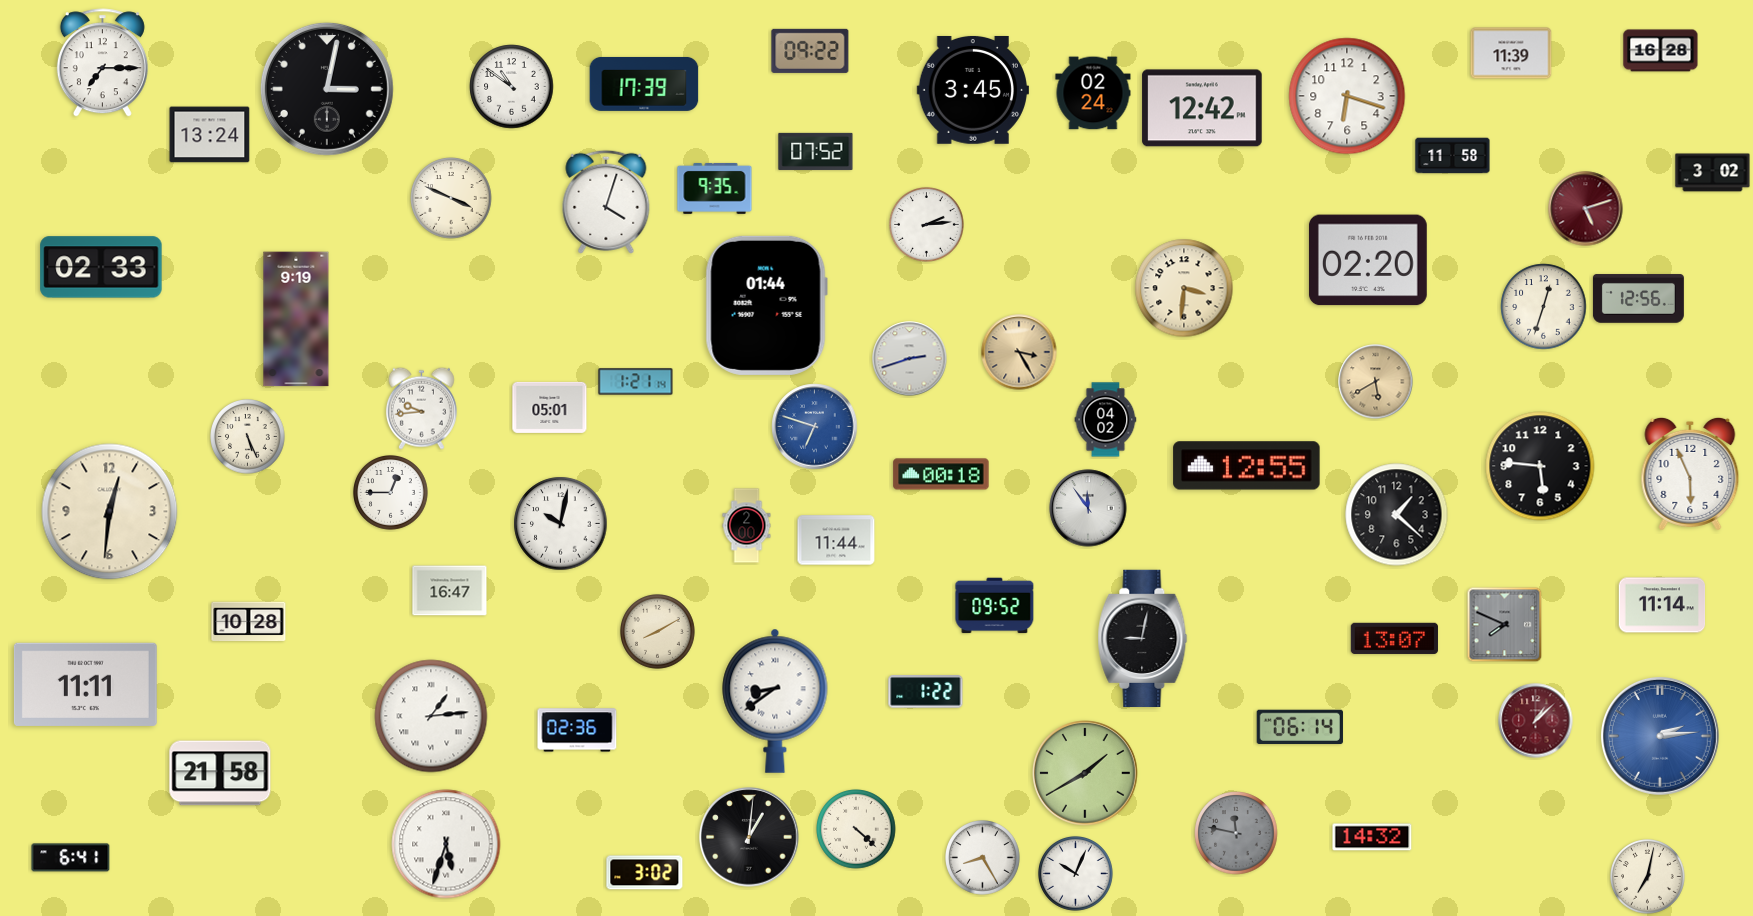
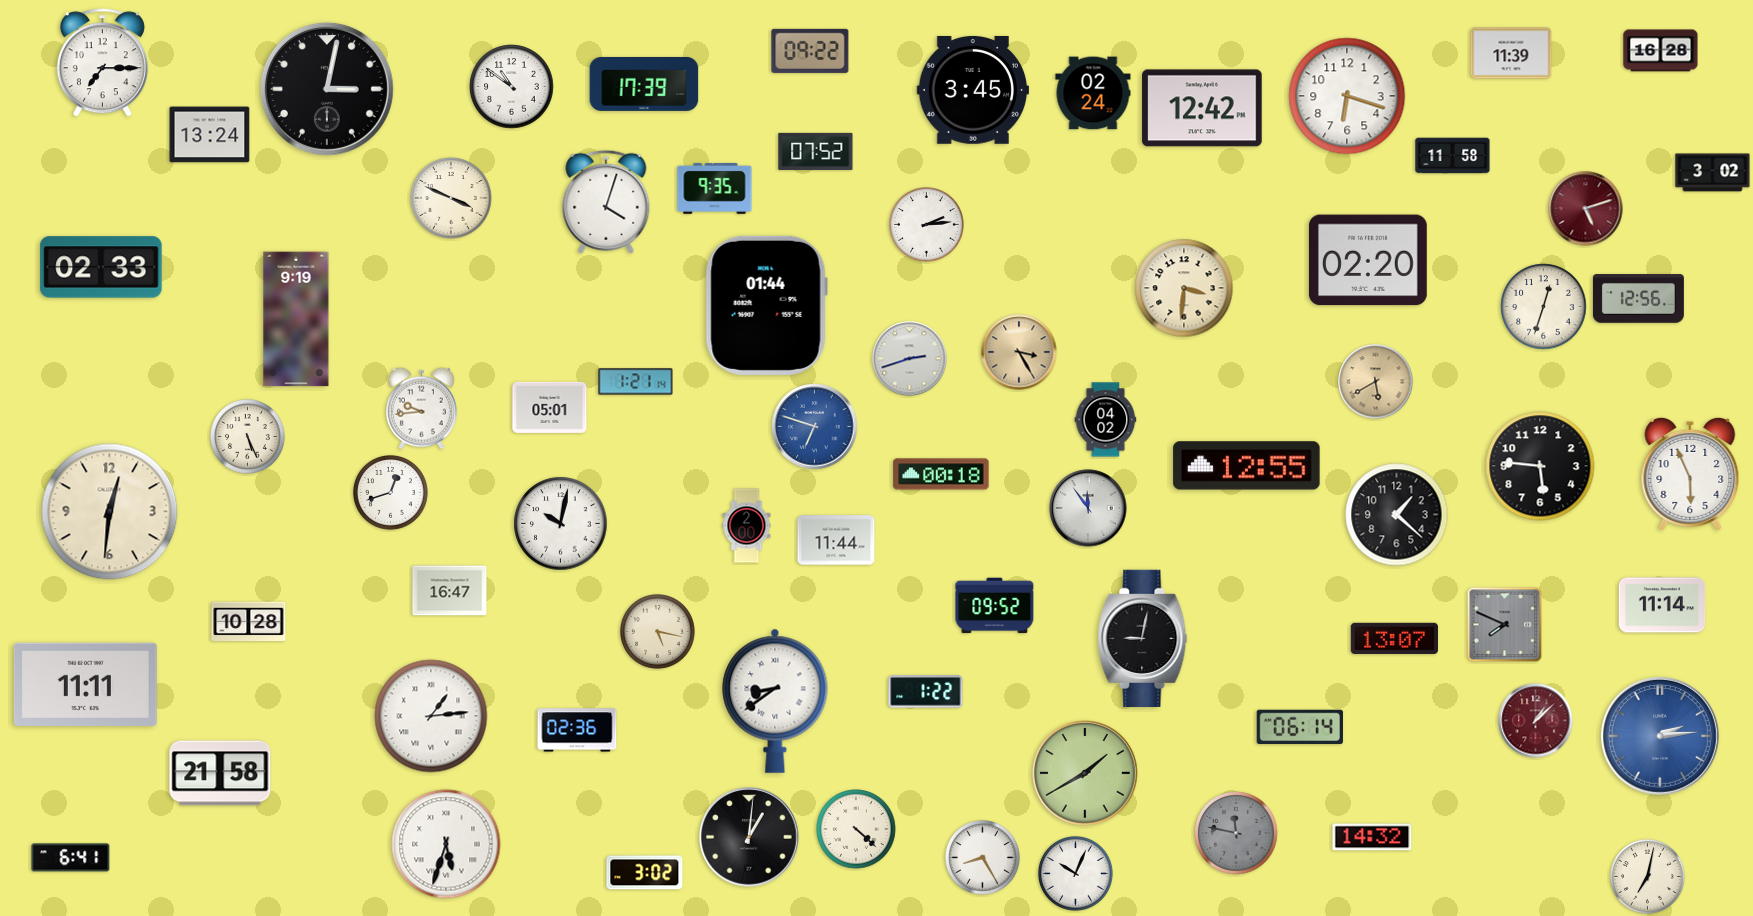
clock at (391, 493): 12:45 -> 12:42
clock at (658, 632): 8:10 -> 5:17
